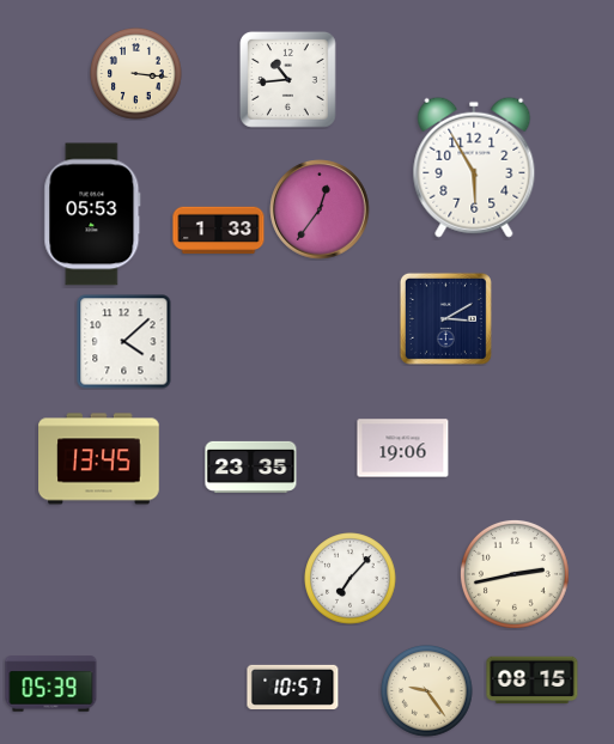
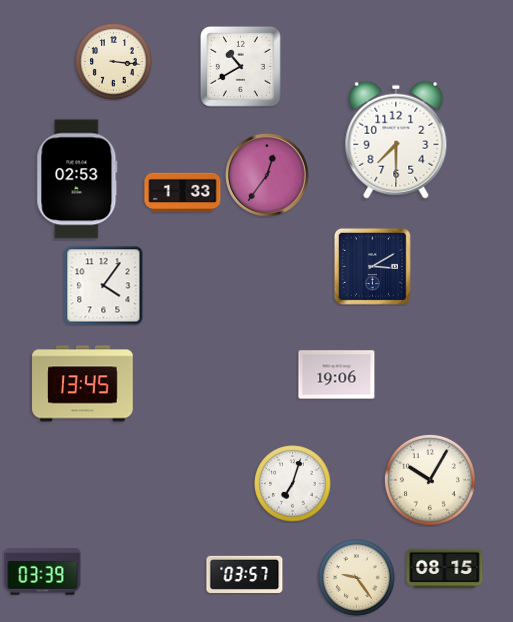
clock at (288, 80): 10:44 -> 10:40
clock at (474, 167): 5:55 -> 7:30
clock at (92, 214): 05:53 -> 02:53
clock at (124, 342): 4:08 -> 4:06
clock at (251, 466): 23:35 -> none
clock at (515, 574): 2:43 -> 10:05
clock at (351, 579): 7:07 -> 7:03
clock at (51, 684): 05:39 -> 03:39
clock at (293, 687): 10:57 -> 03:57
